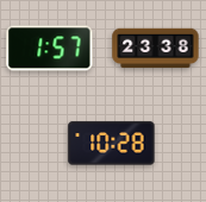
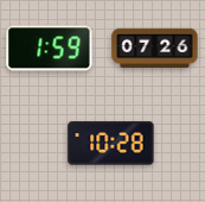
clock at (50, 49): 1:57 -> 1:59
clock at (156, 49): 23:38 -> 07:26
